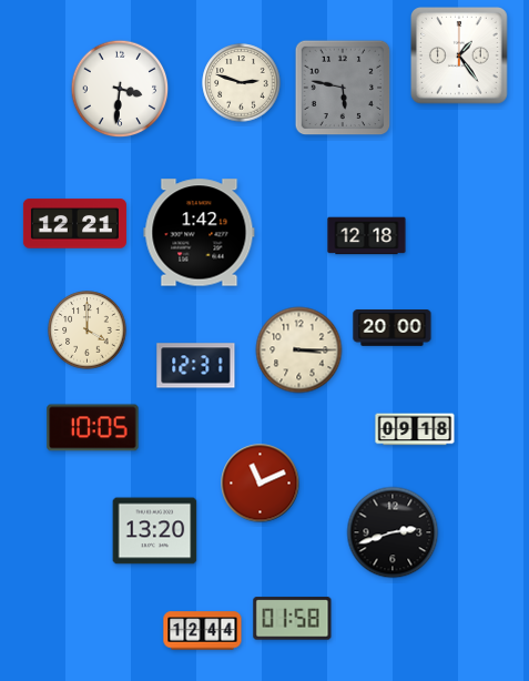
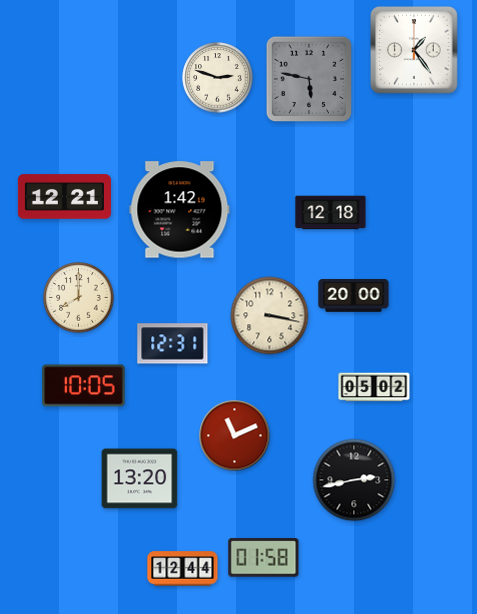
clock at (242, 83) position: (242, 83) -> (218, 78)
clock at (120, 89): 3:31 -> none
clock at (74, 224) position: (74, 224) -> (64, 197)
clock at (88, 331): 4:00 -> 8:00
clock at (299, 350): 3:15 -> 3:17
clock at (196, 366) position: (196, 366) -> (173, 344)
clock at (415, 429): 09:18 -> 05:02
clock at (393, 532): 2:42 -> 2:43
